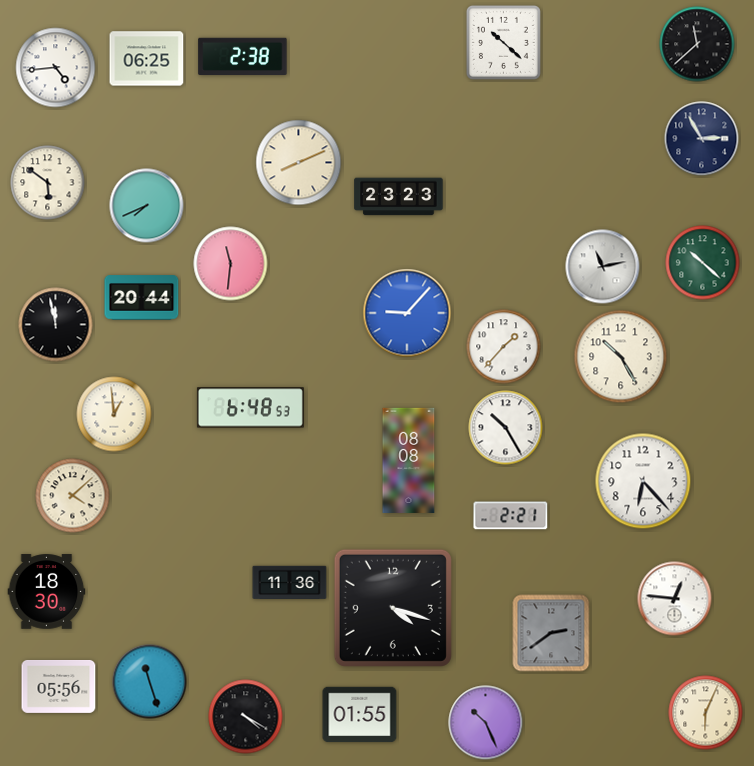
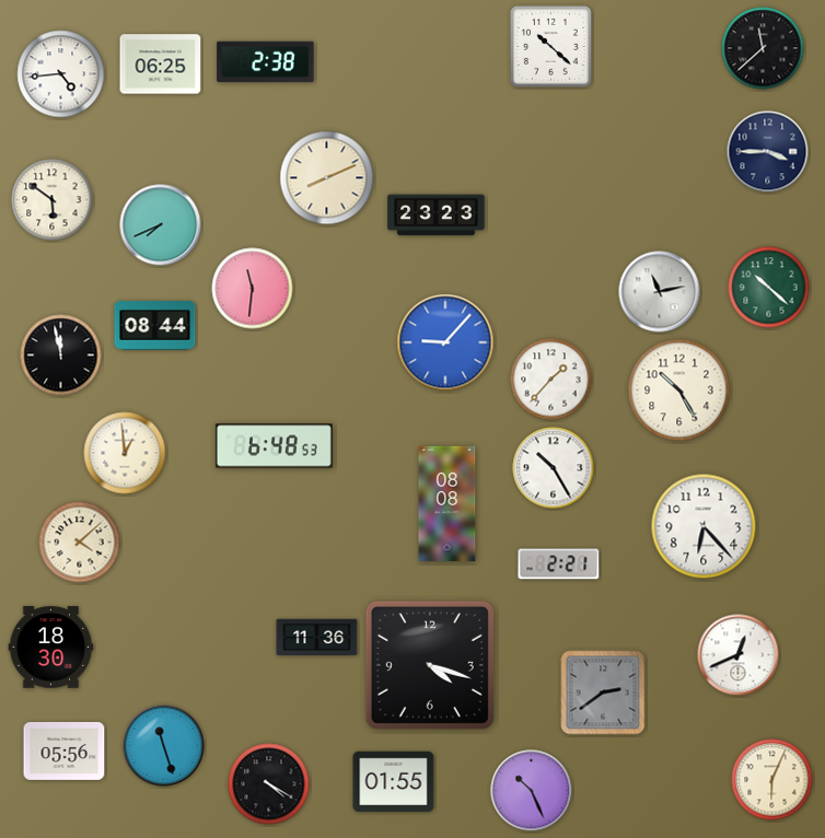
clock at (702, 139): 2:55 -> 3:45
clock at (142, 298): 20:44 -> 08:44
clock at (675, 599): 12:46 -> 12:41
